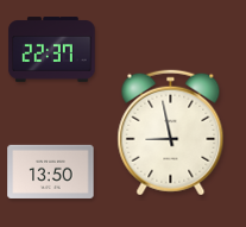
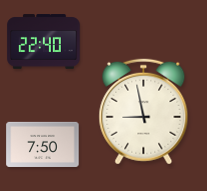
clock at (52, 50): 22:37 -> 22:40
clock at (51, 171): 13:50 -> 7:50
